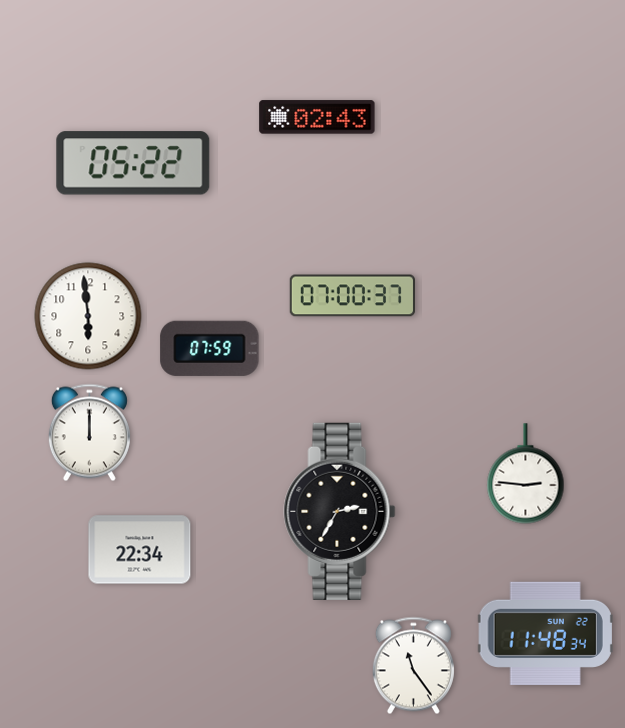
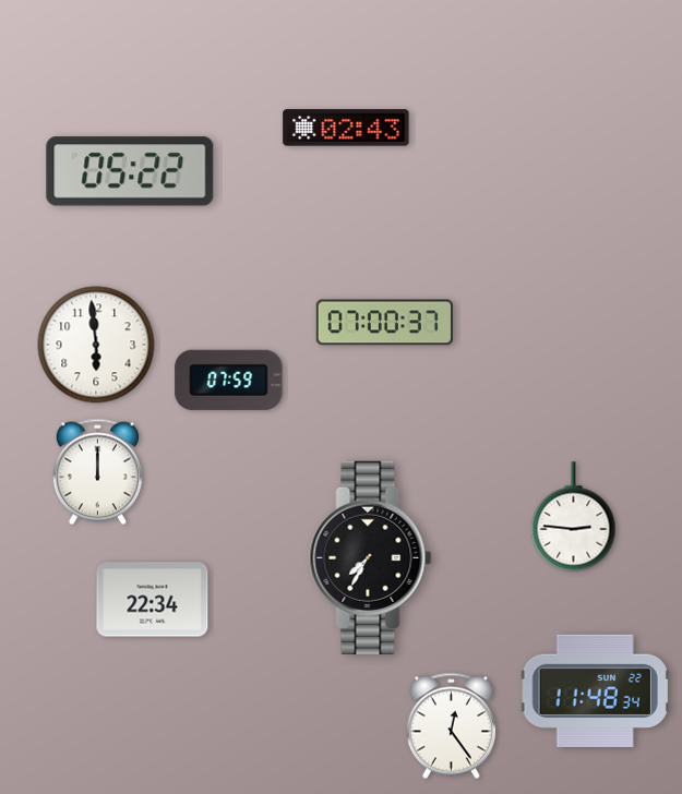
clock at (133, 163) position: (133, 163) -> (130, 171)
clock at (340, 511): 2:35 -> 7:35
clock at (413, 666): 11:24 -> 12:24
